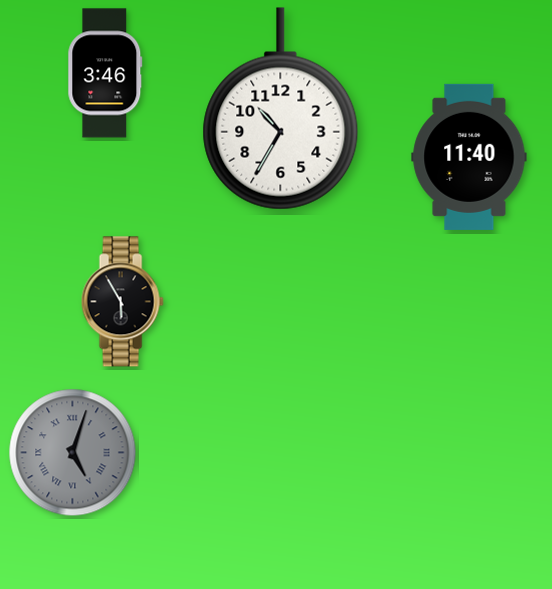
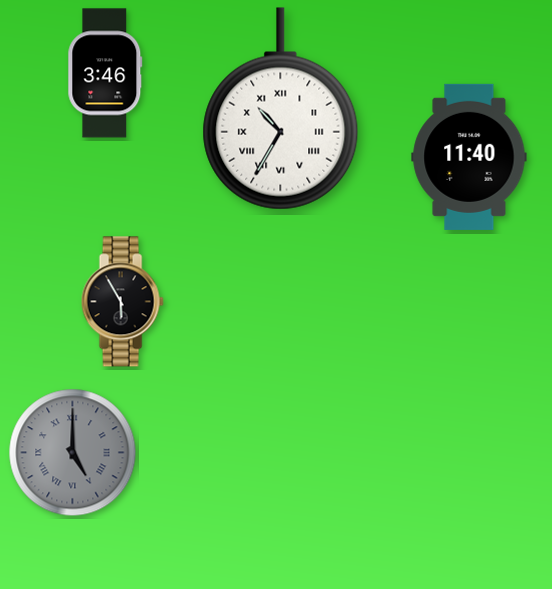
clock at (281, 109) numerals: Arabic -> Roman
clock at (73, 453): 5:03 -> 5:00
